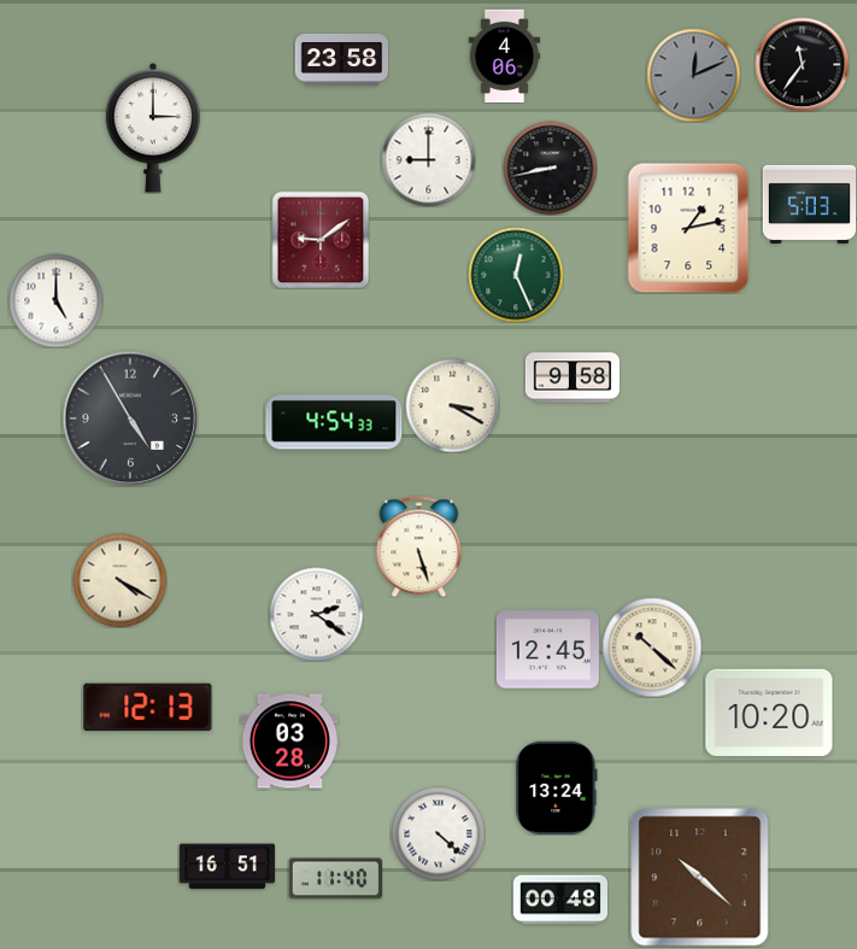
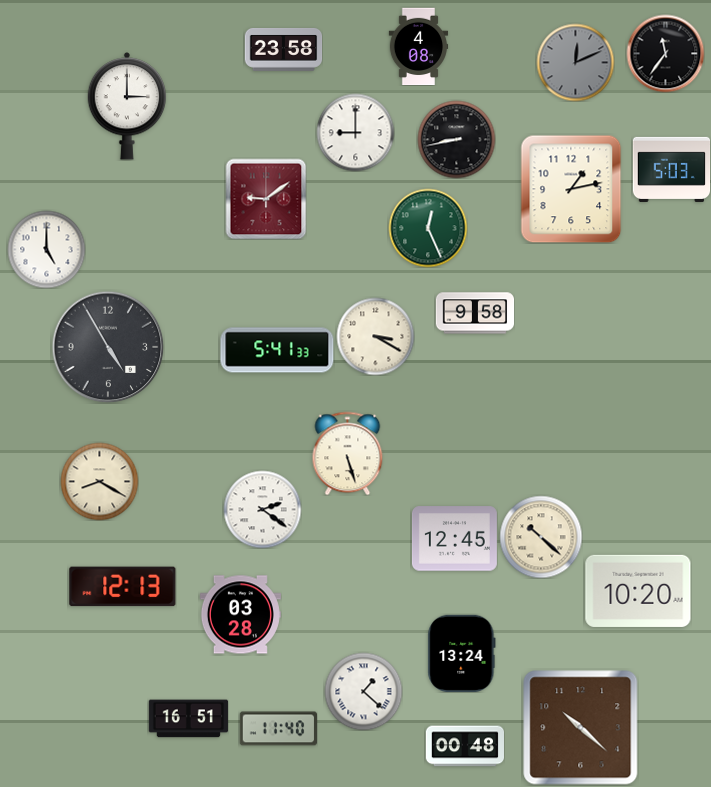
clock at (505, 55): 4:06 -> 4:08
clock at (334, 422): 4:54 -> 5:41
clock at (119, 580): 4:20 -> 8:20
clock at (438, 833): 4:22 -> 1:22
